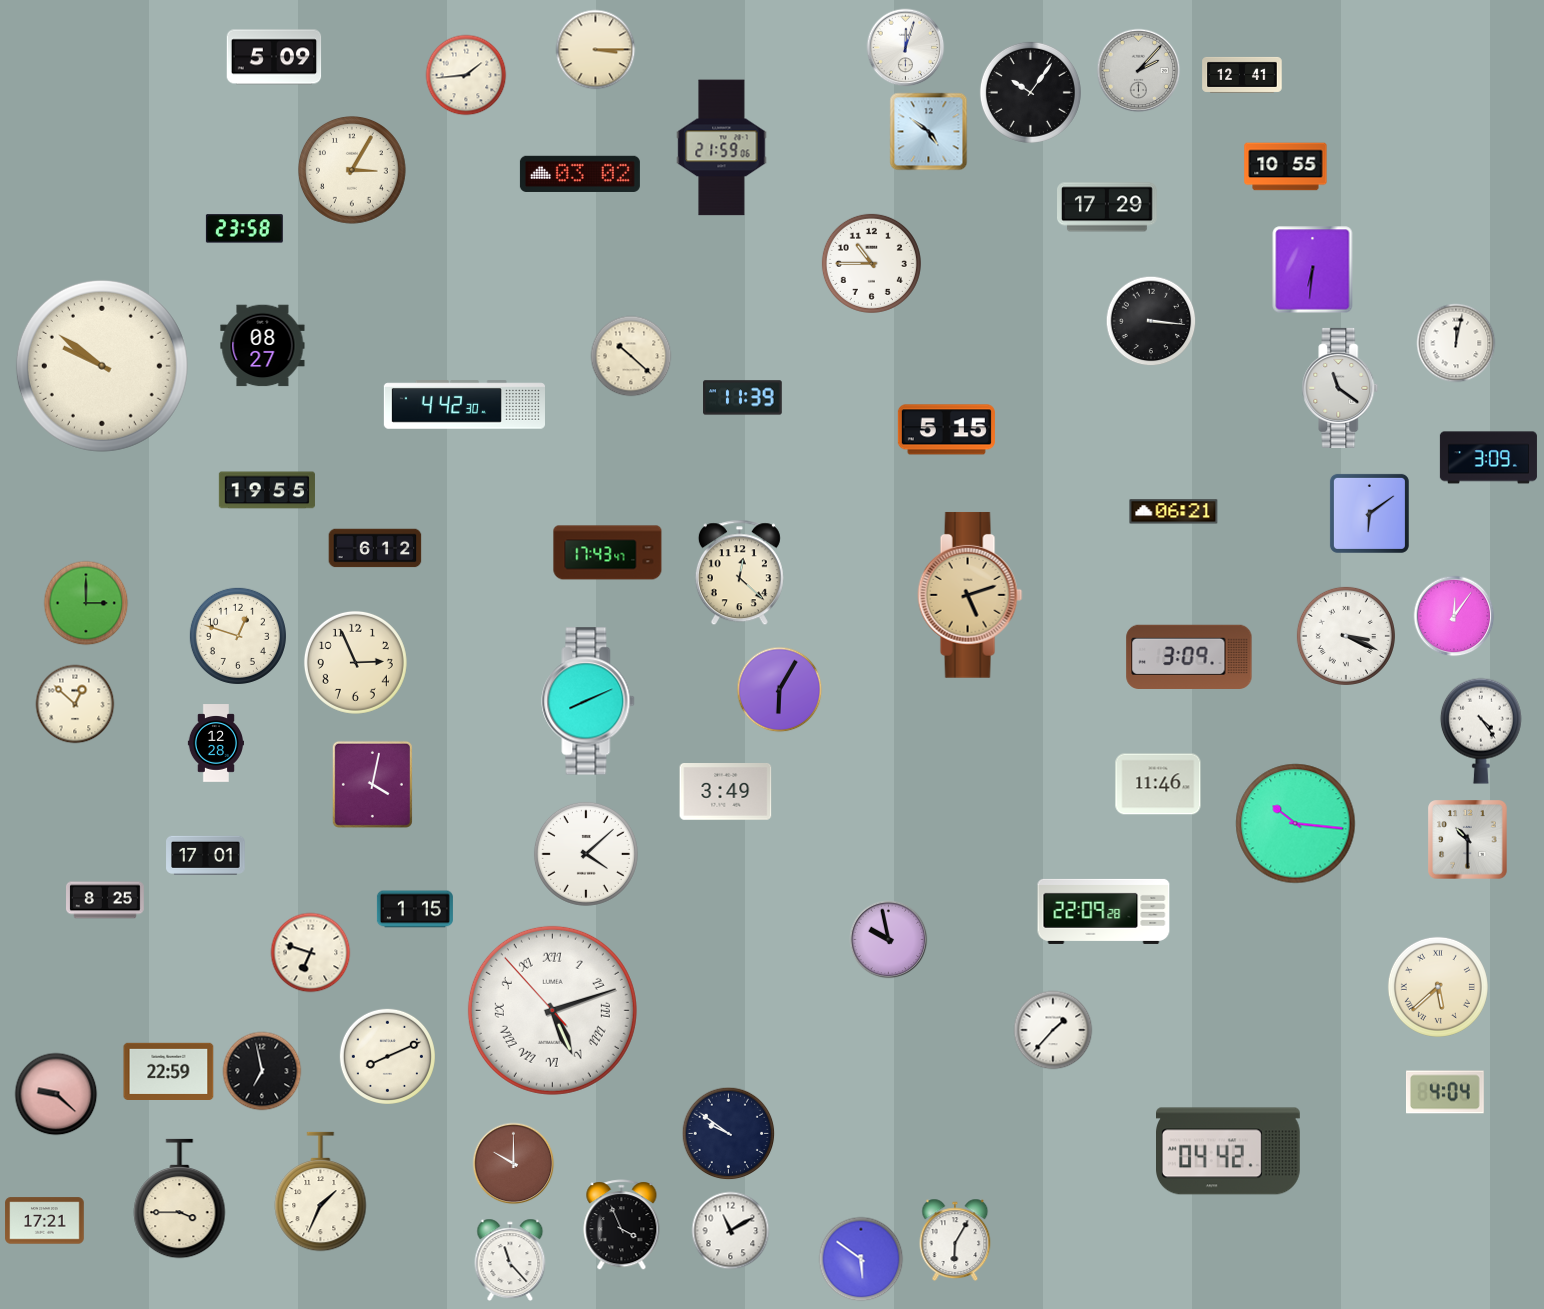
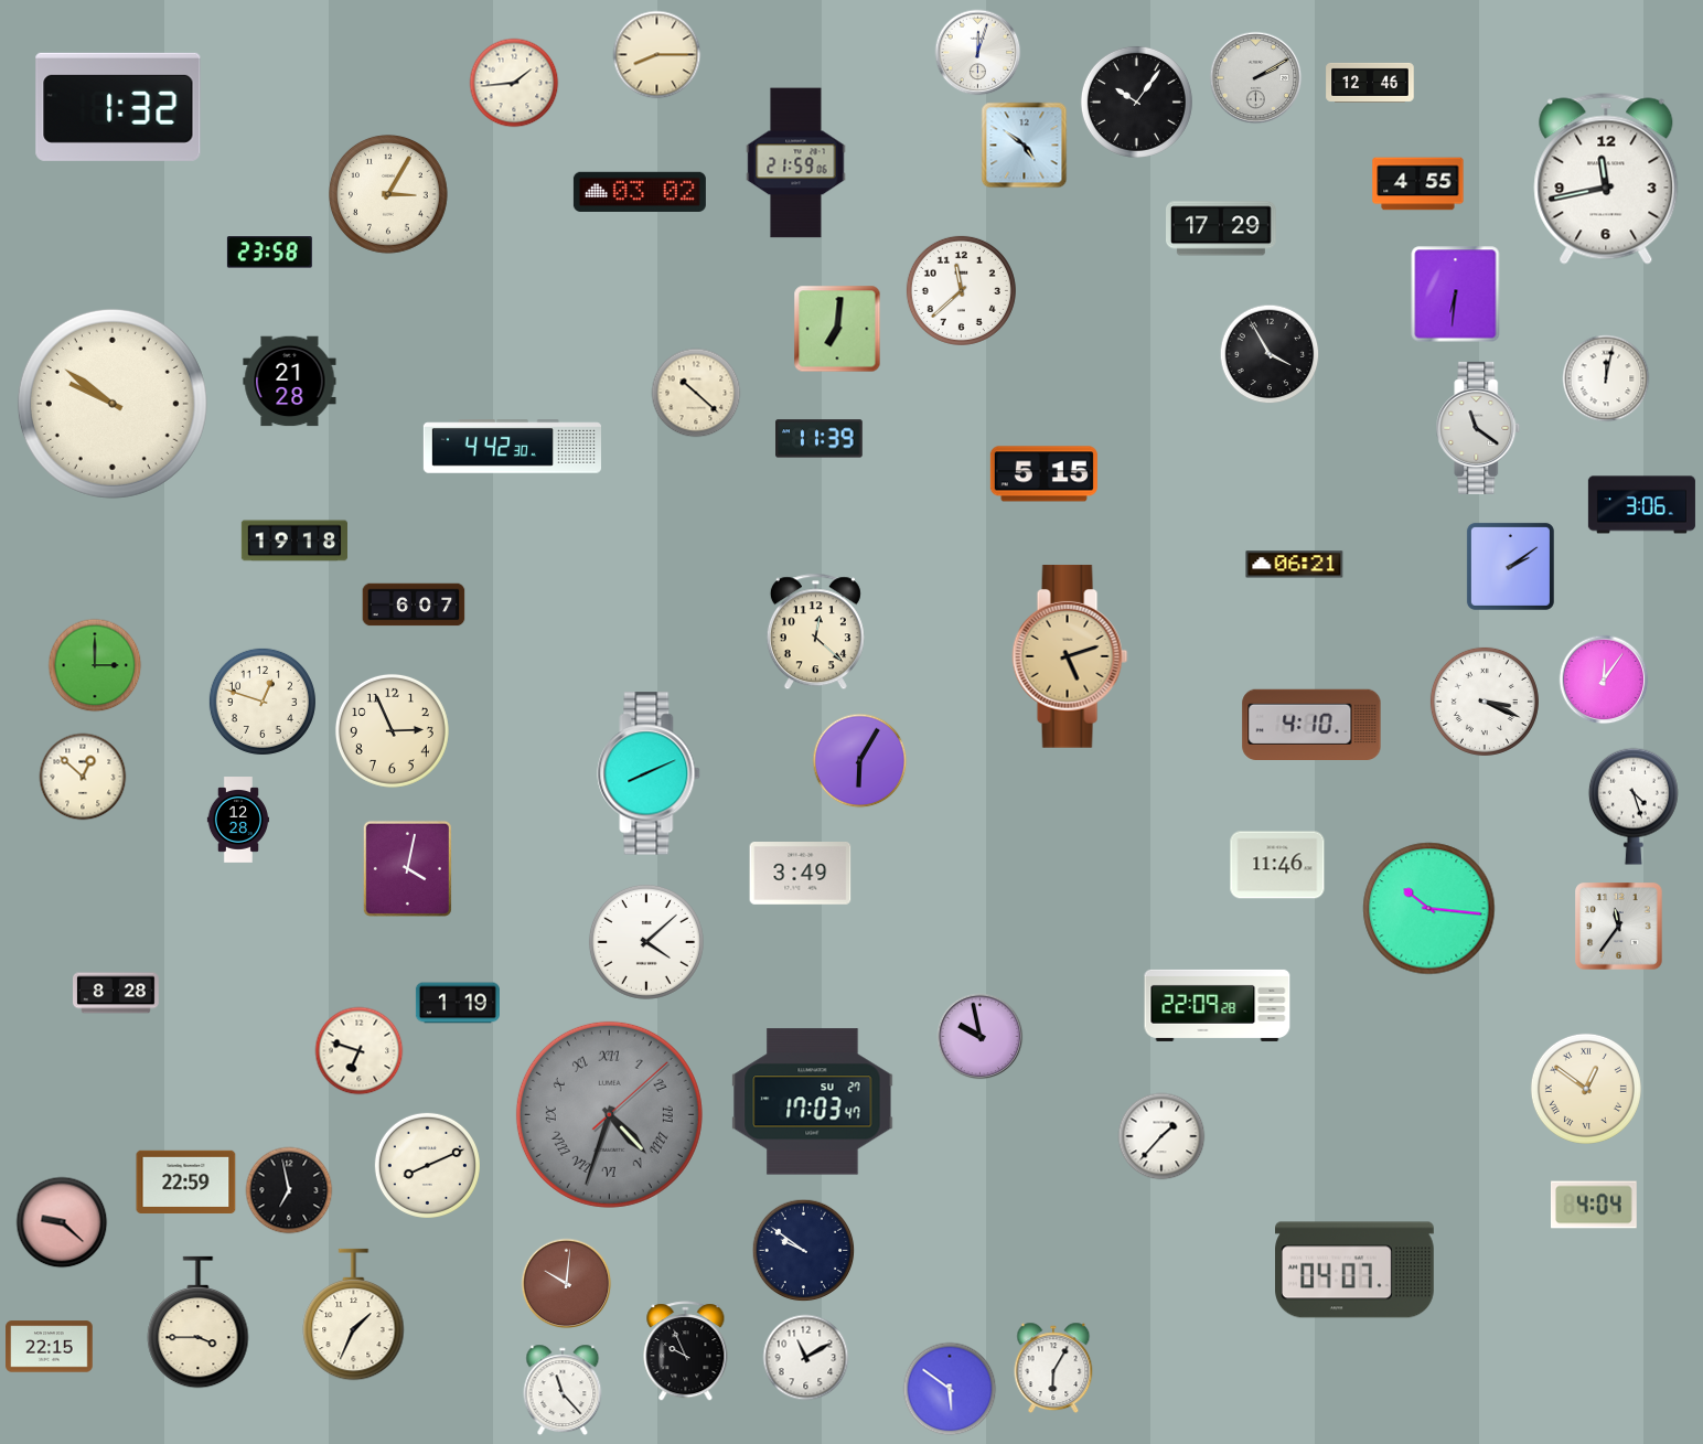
clock at (906, 48) position: (906, 48) -> (978, 53)
clock at (596, 50): 3:15 -> 8:15
clock at (274, 57): 5:09 -> none
clock at (1139, 71): 2:07 -> 2:10
clock at (1242, 75): 12:41 -> 12:46
clock at (118, 107): none -> 1:32
clock at (1606, 179): none -> 11:43
clock at (1286, 167): 10:55 -> 4:55
clock at (353, 171) position: (353, 171) -> (389, 195)
clock at (871, 263): 10:45 -> 11:38
clock at (1313, 270) position: (1313, 270) -> (1456, 295)
clock at (837, 329): none -> 7:01
clock at (1151, 321): 3:16 -> 3:55
clock at (263, 346): 08:27 -> 21:28
clock at (1488, 458): 3:09 -> 3:06
clock at (267, 490): 19:55 -> 19:18
clock at (1369, 513): 6:09 -> 2:09
clock at (375, 548): 6:12 -> 6:07
clock at (608, 553): 17:43 -> none
clock at (1189, 656): 3:09 -> 4:10
clock at (1481, 731): 4:24 -> 4:27
clock at (372, 784) position: (372, 784) -> (407, 868)
clock at (1468, 840): 10:30 -> 11:36
clock at (206, 855): 17:01 -> none
clock at (106, 900): 8:25 -> 8:28
clock at (415, 909): 1:15 -> 1:19
clock at (311, 953) position: (311, 953) -> (360, 1051)
clock at (1438, 987): 5:38 -> 12:51
clock at (813, 1102): none -> 17:03
clock at (552, 1010): 5:11 -> 4:33
clock at (552, 1010) dial: white -> grey
clock at (262, 1071) position: (262, 1071) -> (289, 1190)
clock at (56, 1094) position: (56, 1094) -> (62, 1222)
clock at (1229, 1151): 04:42 -> 04:07
clock at (514, 1164): 10:00 -> 10:01
clock at (45, 1221): 17:21 -> 22:15
clock at (622, 1225): 3:56 -> 9:56
